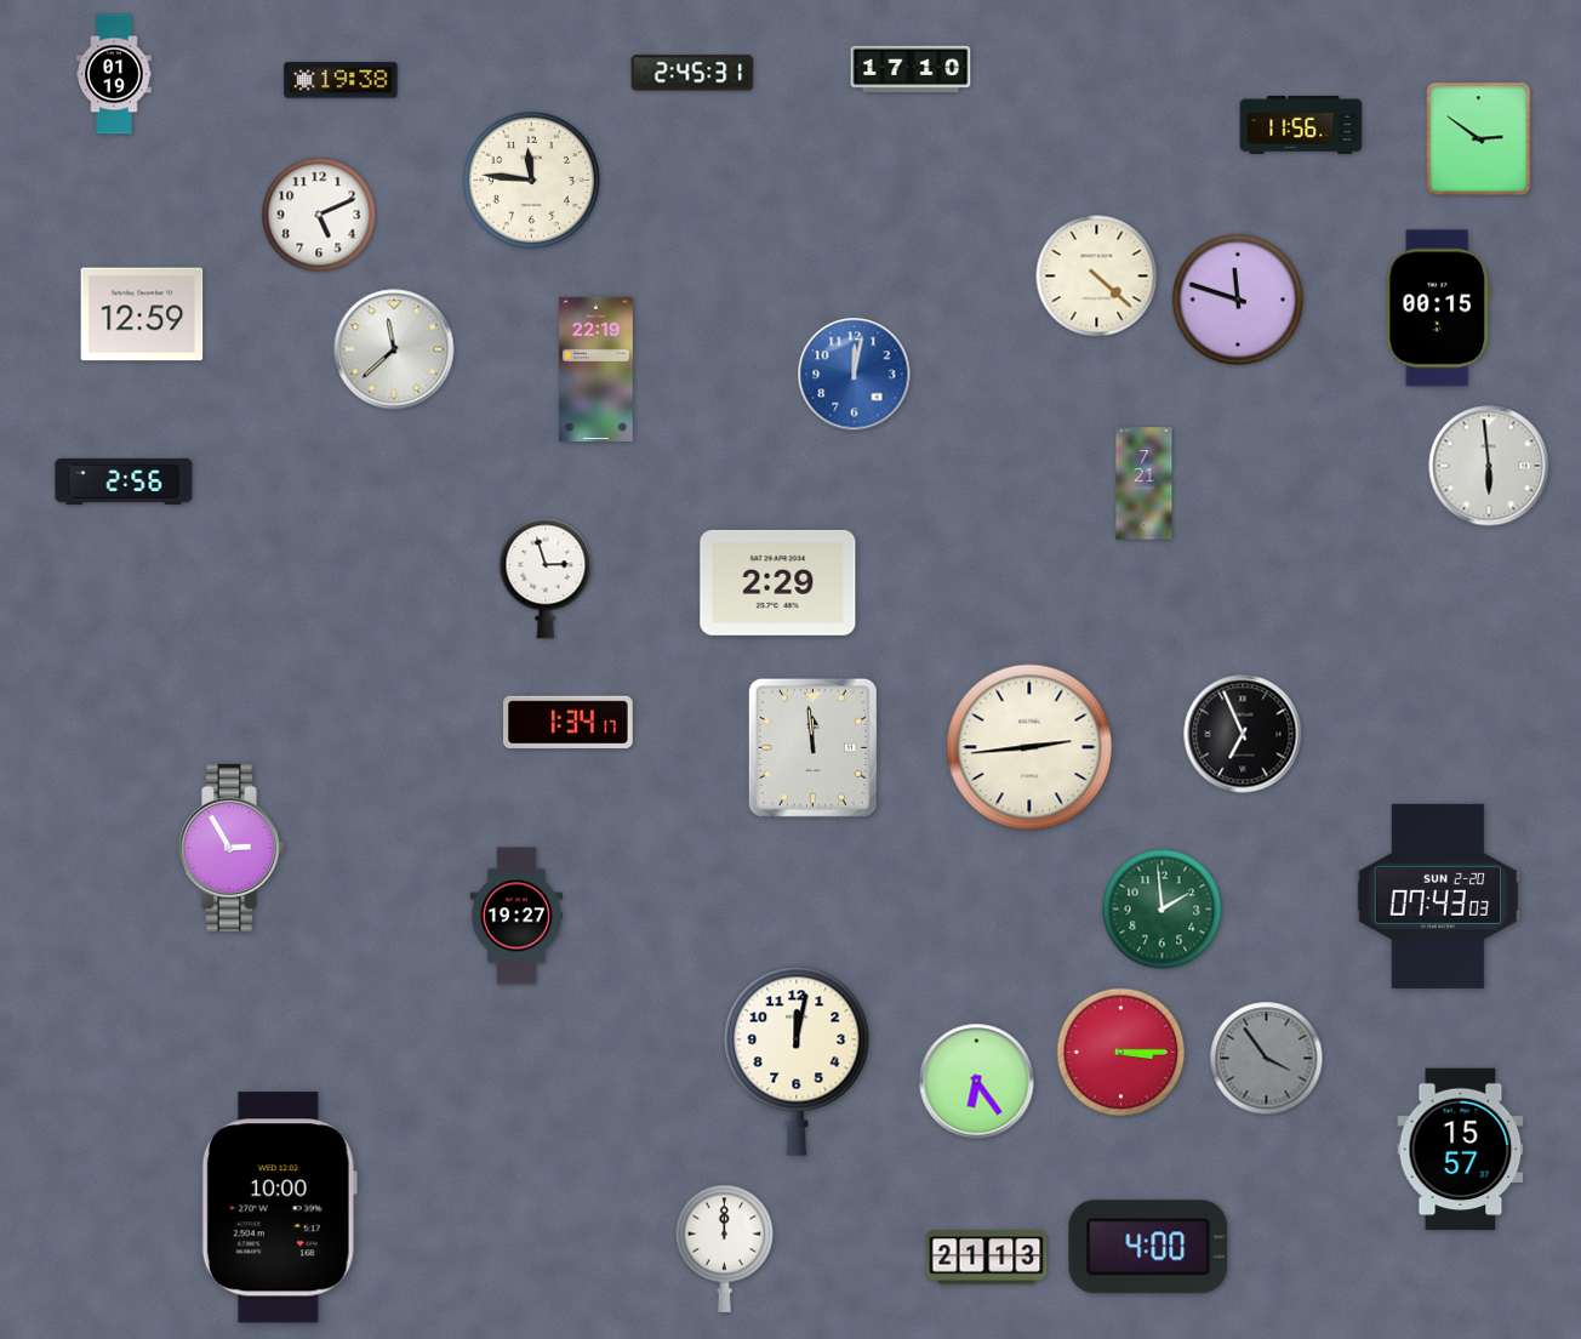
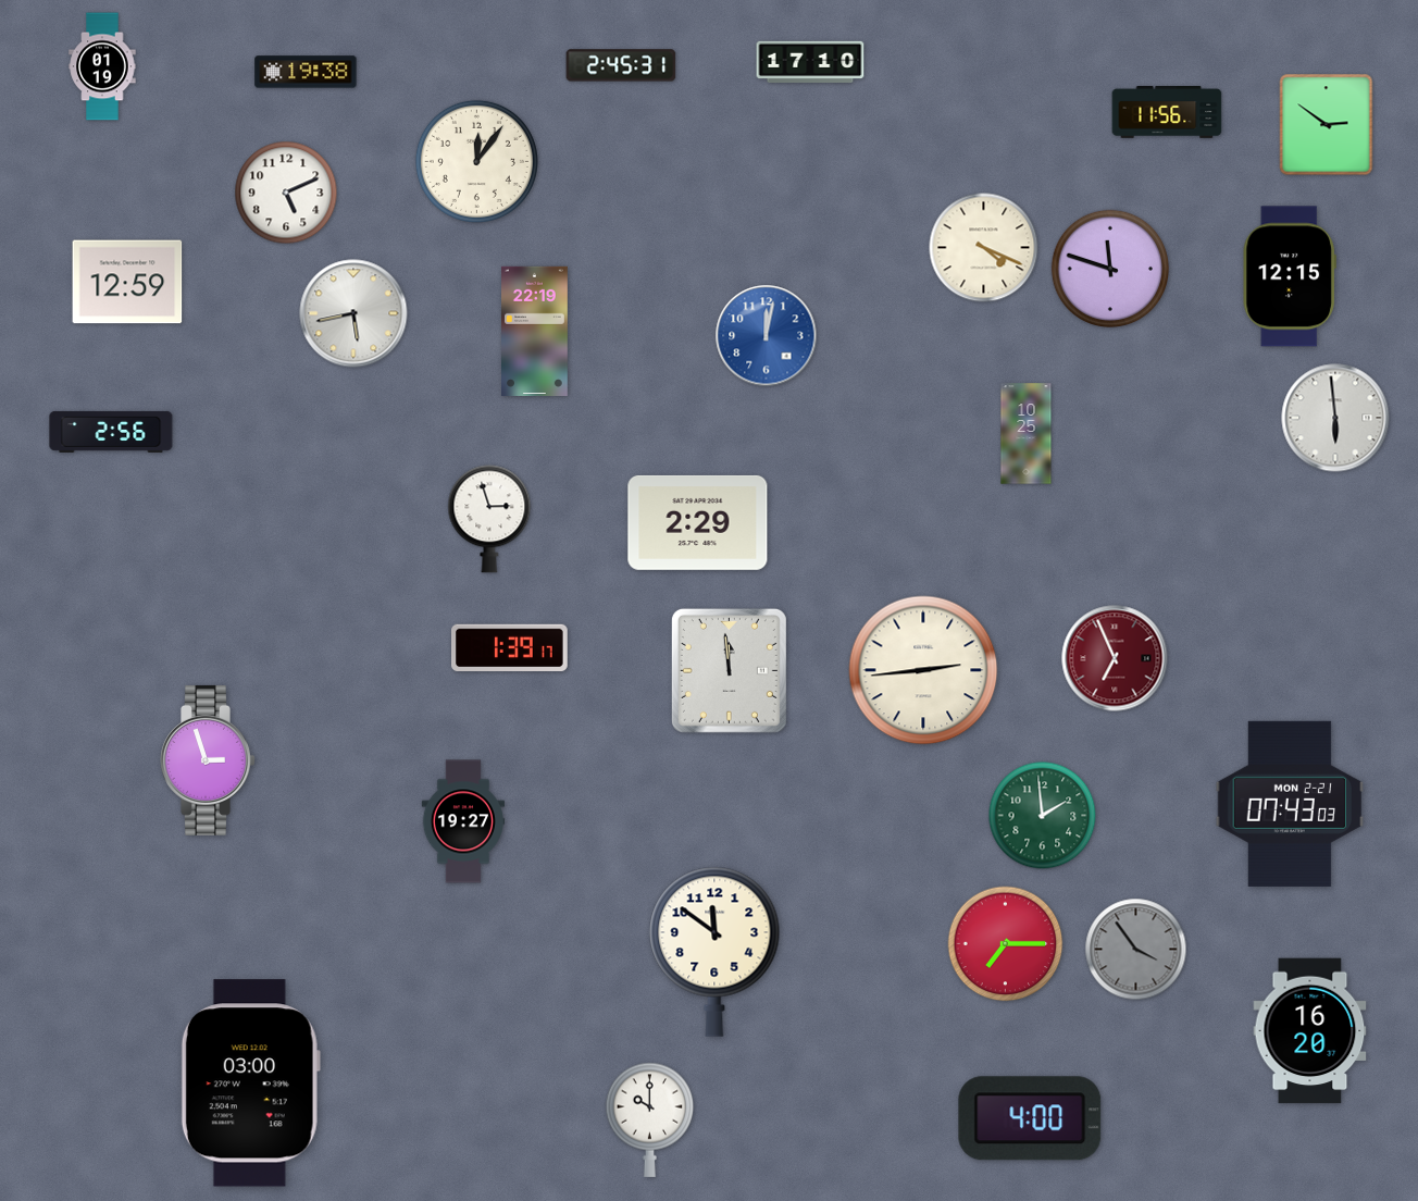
clock at (911, 69) position: (911, 69) -> (810, 62)
clock at (531, 180): 11:46 -> 12:06
clock at (1097, 277): 4:22 -> 4:19
clock at (1438, 308): 00:15 -> 12:15
clock at (394, 349): 11:38 -> 5:43
clock at (1145, 484): 7:21 -> 10:25
clock at (569, 723): 1:34 -> 1:39
clock at (1243, 734) dial: black -> burgundy
clock at (232, 848): 2:55 -> 2:57
clock at (1438, 896) date: SUN 2-20 -> MON 2-21
clock at (1121, 1053): 3:15 -> 7:15
clock at (797, 1061): 12:02 -> 11:51
clock at (977, 1082): 6:24 -> none
clock at (1461, 1150): 15:57 -> 16:20
clock at (279, 1208): 10:00 -> 03:00
clock at (725, 1248): 12:00 -> 10:00
clock at (987, 1258): 21:13 -> none
